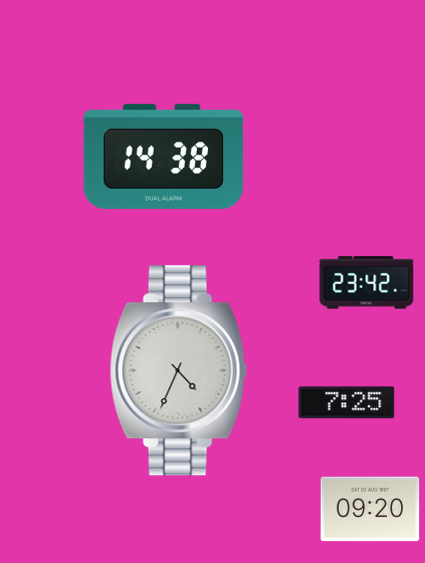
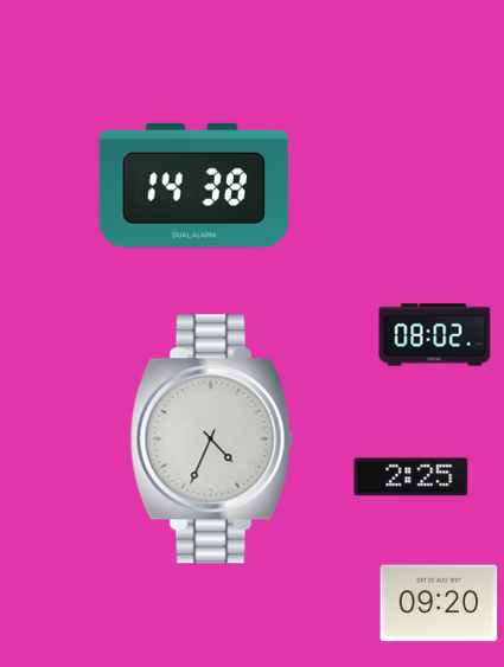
clock at (367, 283): 23:42 -> 08:02
clock at (347, 403): 7:25 -> 2:25
